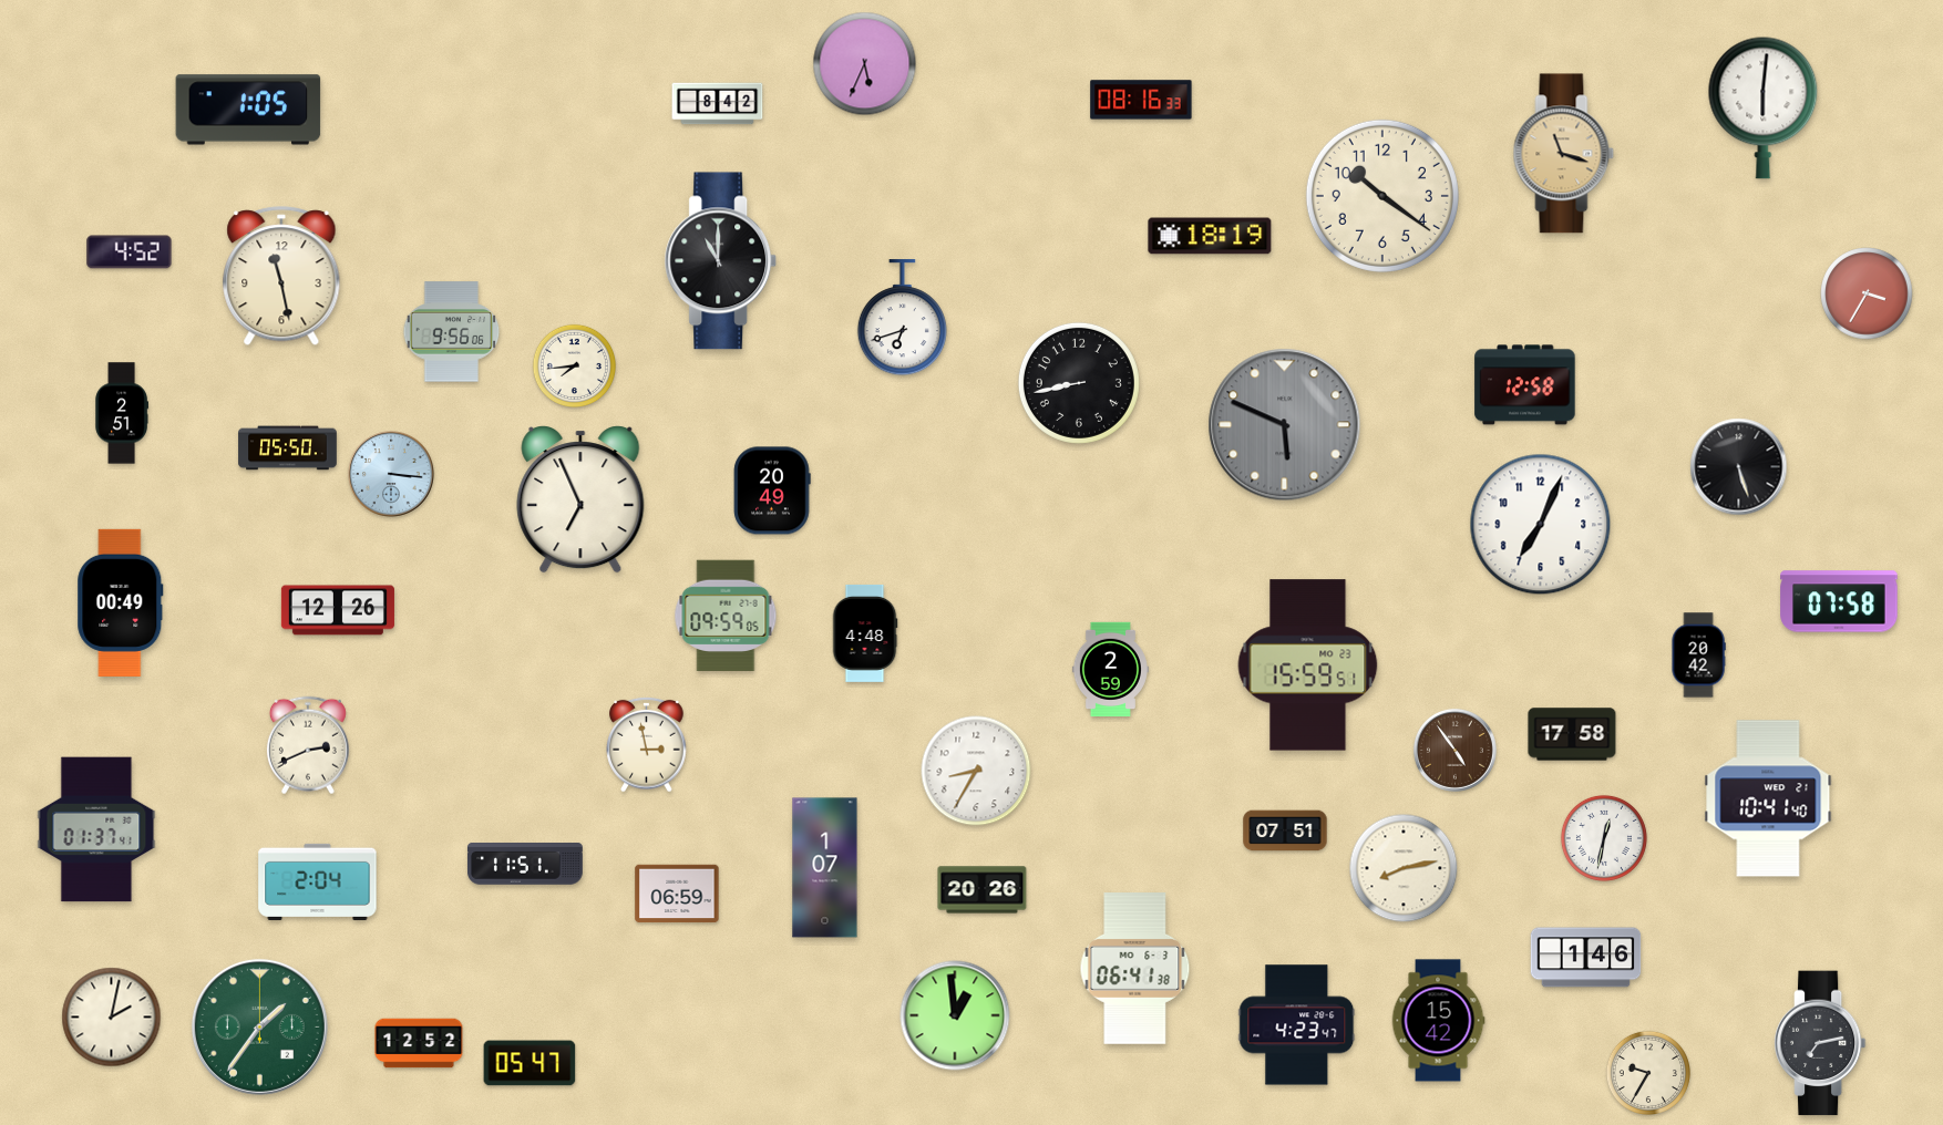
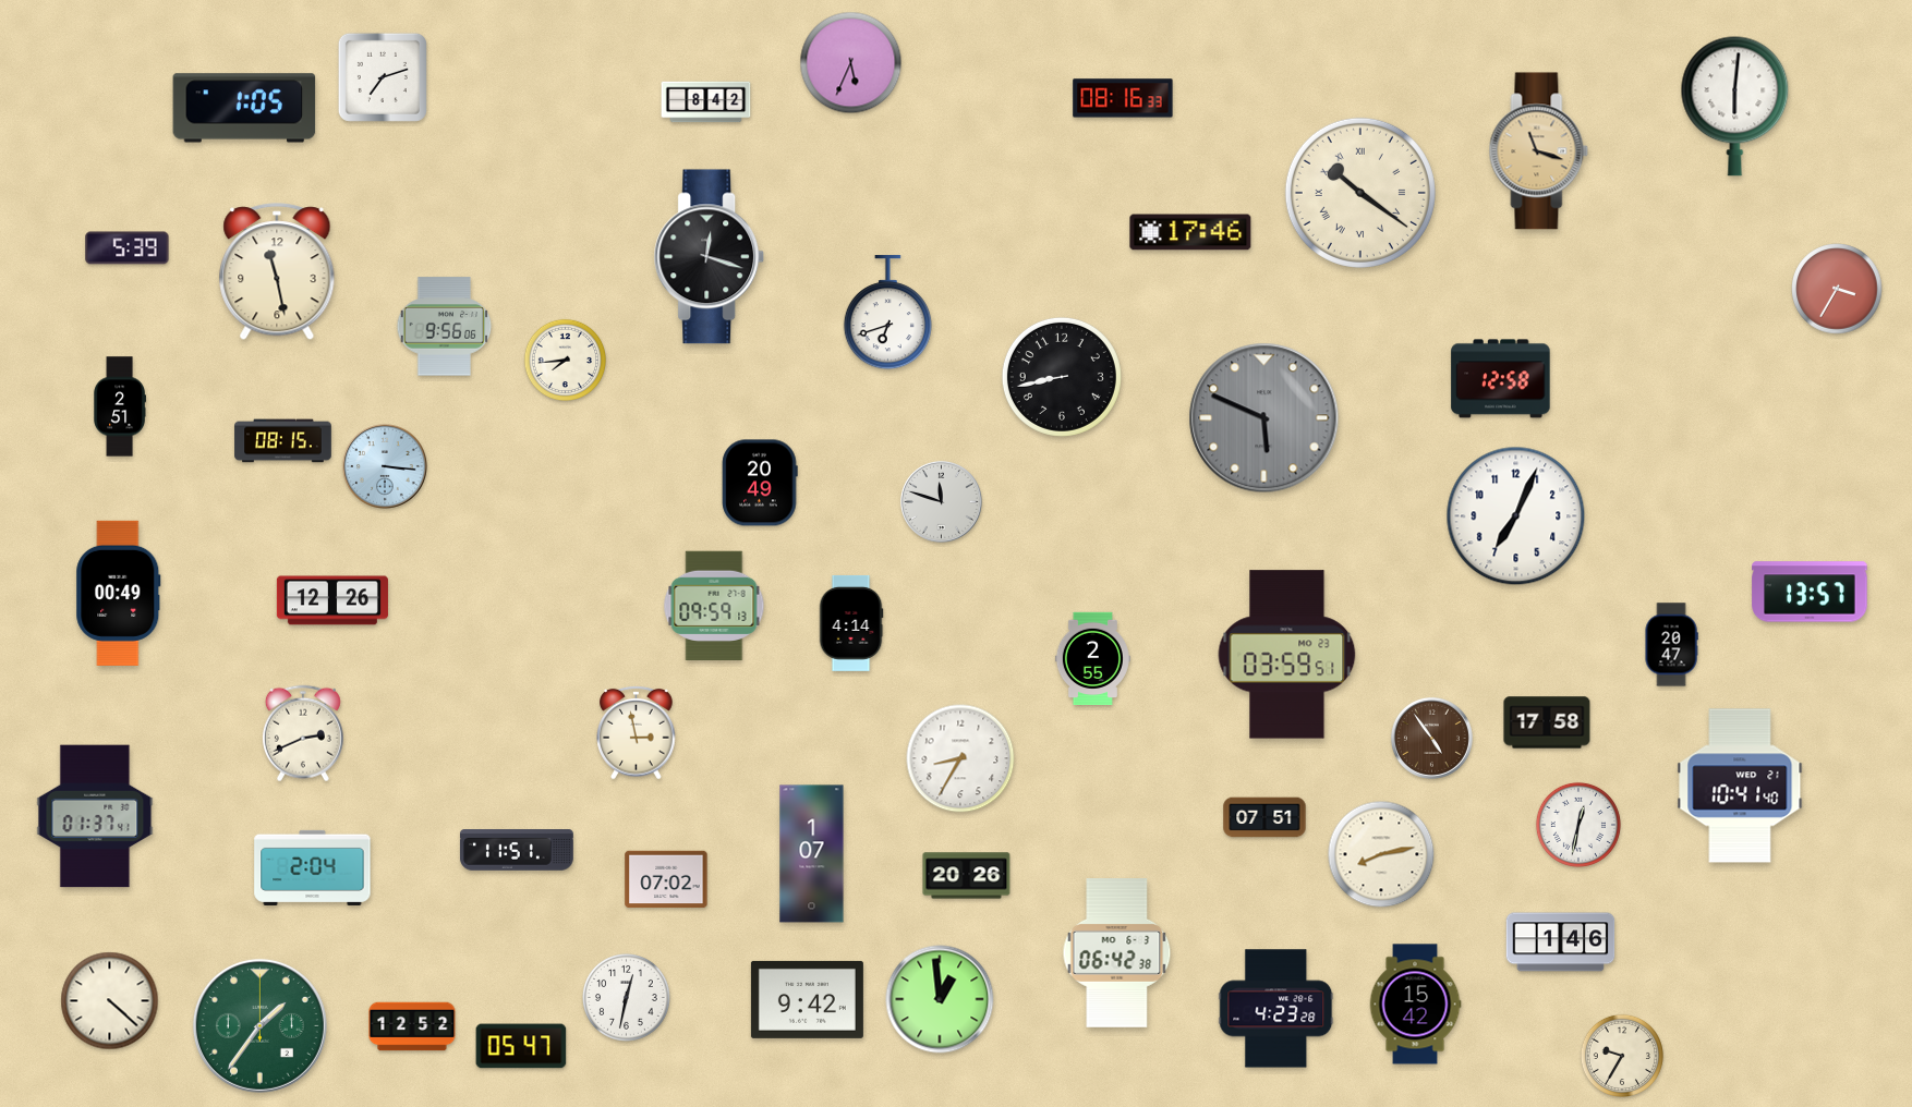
clock at (383, 77): none -> 7:12
clock at (1382, 196) numerals: Arabic -> Roman
clock at (1210, 236): 18:19 -> 17:46
clock at (130, 252): 4:52 -> 5:39
clock at (721, 261): 11:00 -> 12:18
clock at (288, 448): 05:50 -> 08:15
clock at (1739, 467): 5:27 -> none
clock at (580, 499): 6:56 -> none
clock at (942, 502): none -> 11:48
clock at (1839, 601): 07:58 -> 13:57
clock at (726, 616): 09:59:05 -> 09:59:13
clock at (865, 633): 4:48 -> 4:14
clock at (1698, 656): 20:42 -> 20:47
clock at (1308, 665): 15:59 -> 03:59
clock at (1110, 669): 2:59 -> 2:55
clock at (677, 894): 06:59 -> 07:02
clock at (1135, 969): 06:41 -> 06:42
clock at (627, 998): none -> 12:32
clock at (807, 999): none -> 9:42
clock at (112, 1018): 2:02 -> 4:22
clock at (1297, 1025): 4:23:47 -> 4:23:28
clock at (259, 1026) position: (259, 1026) -> (259, 1025)
clock at (1820, 1043): 7:13 -> none
